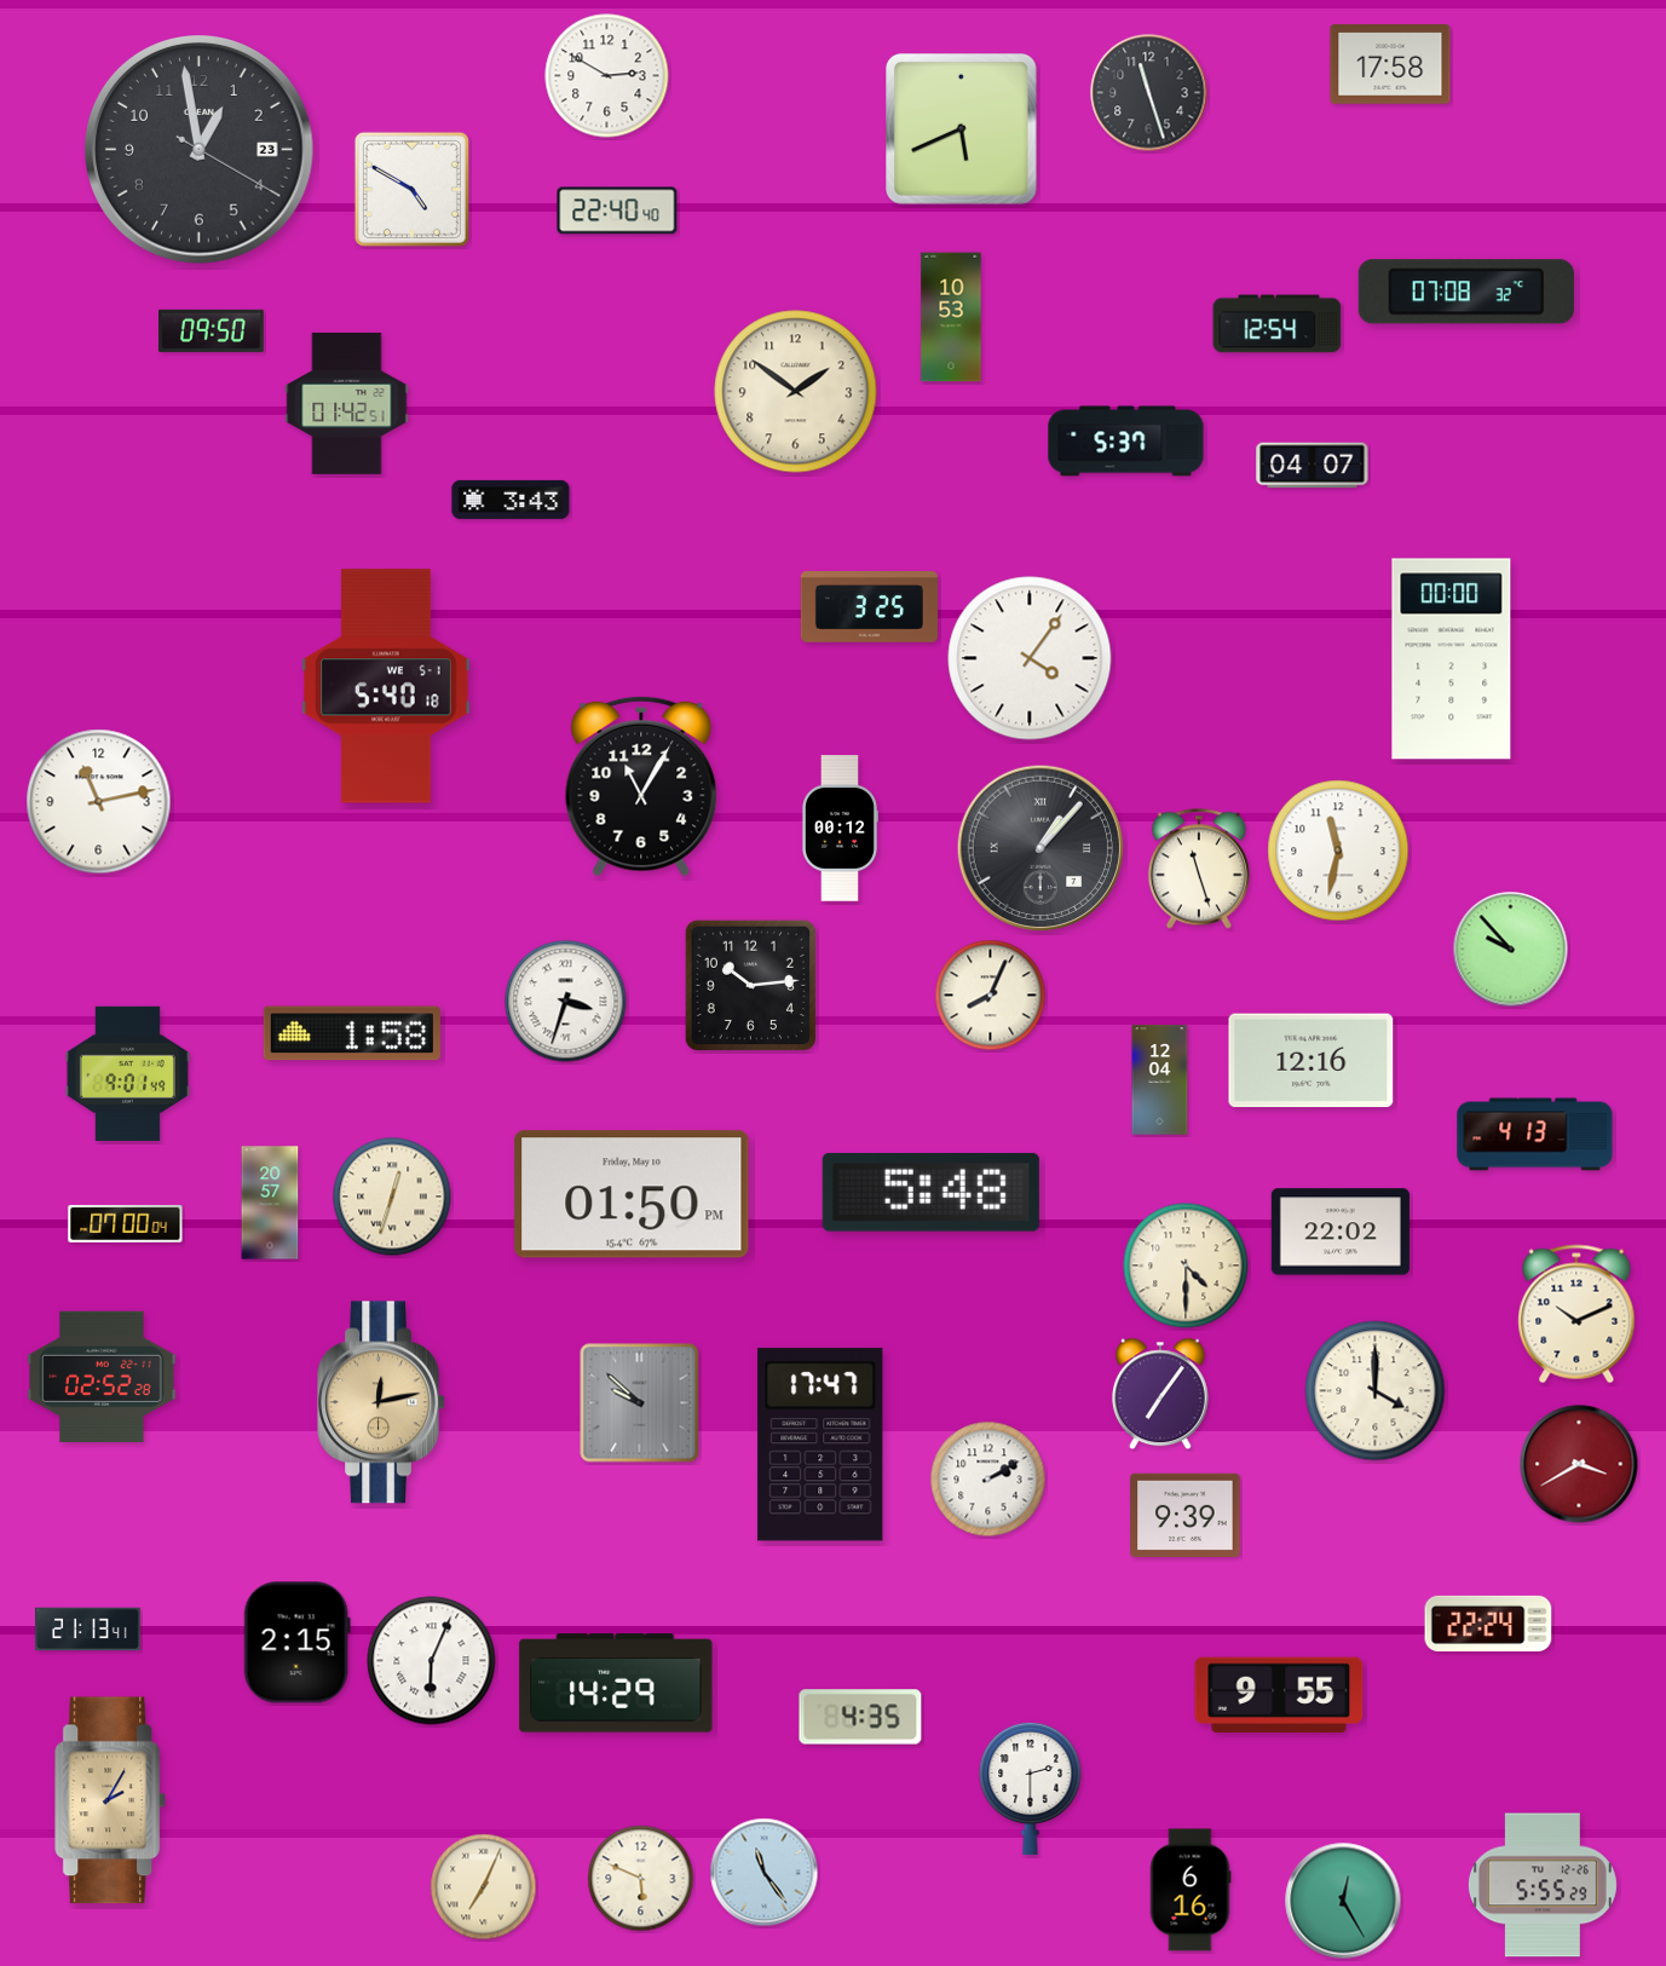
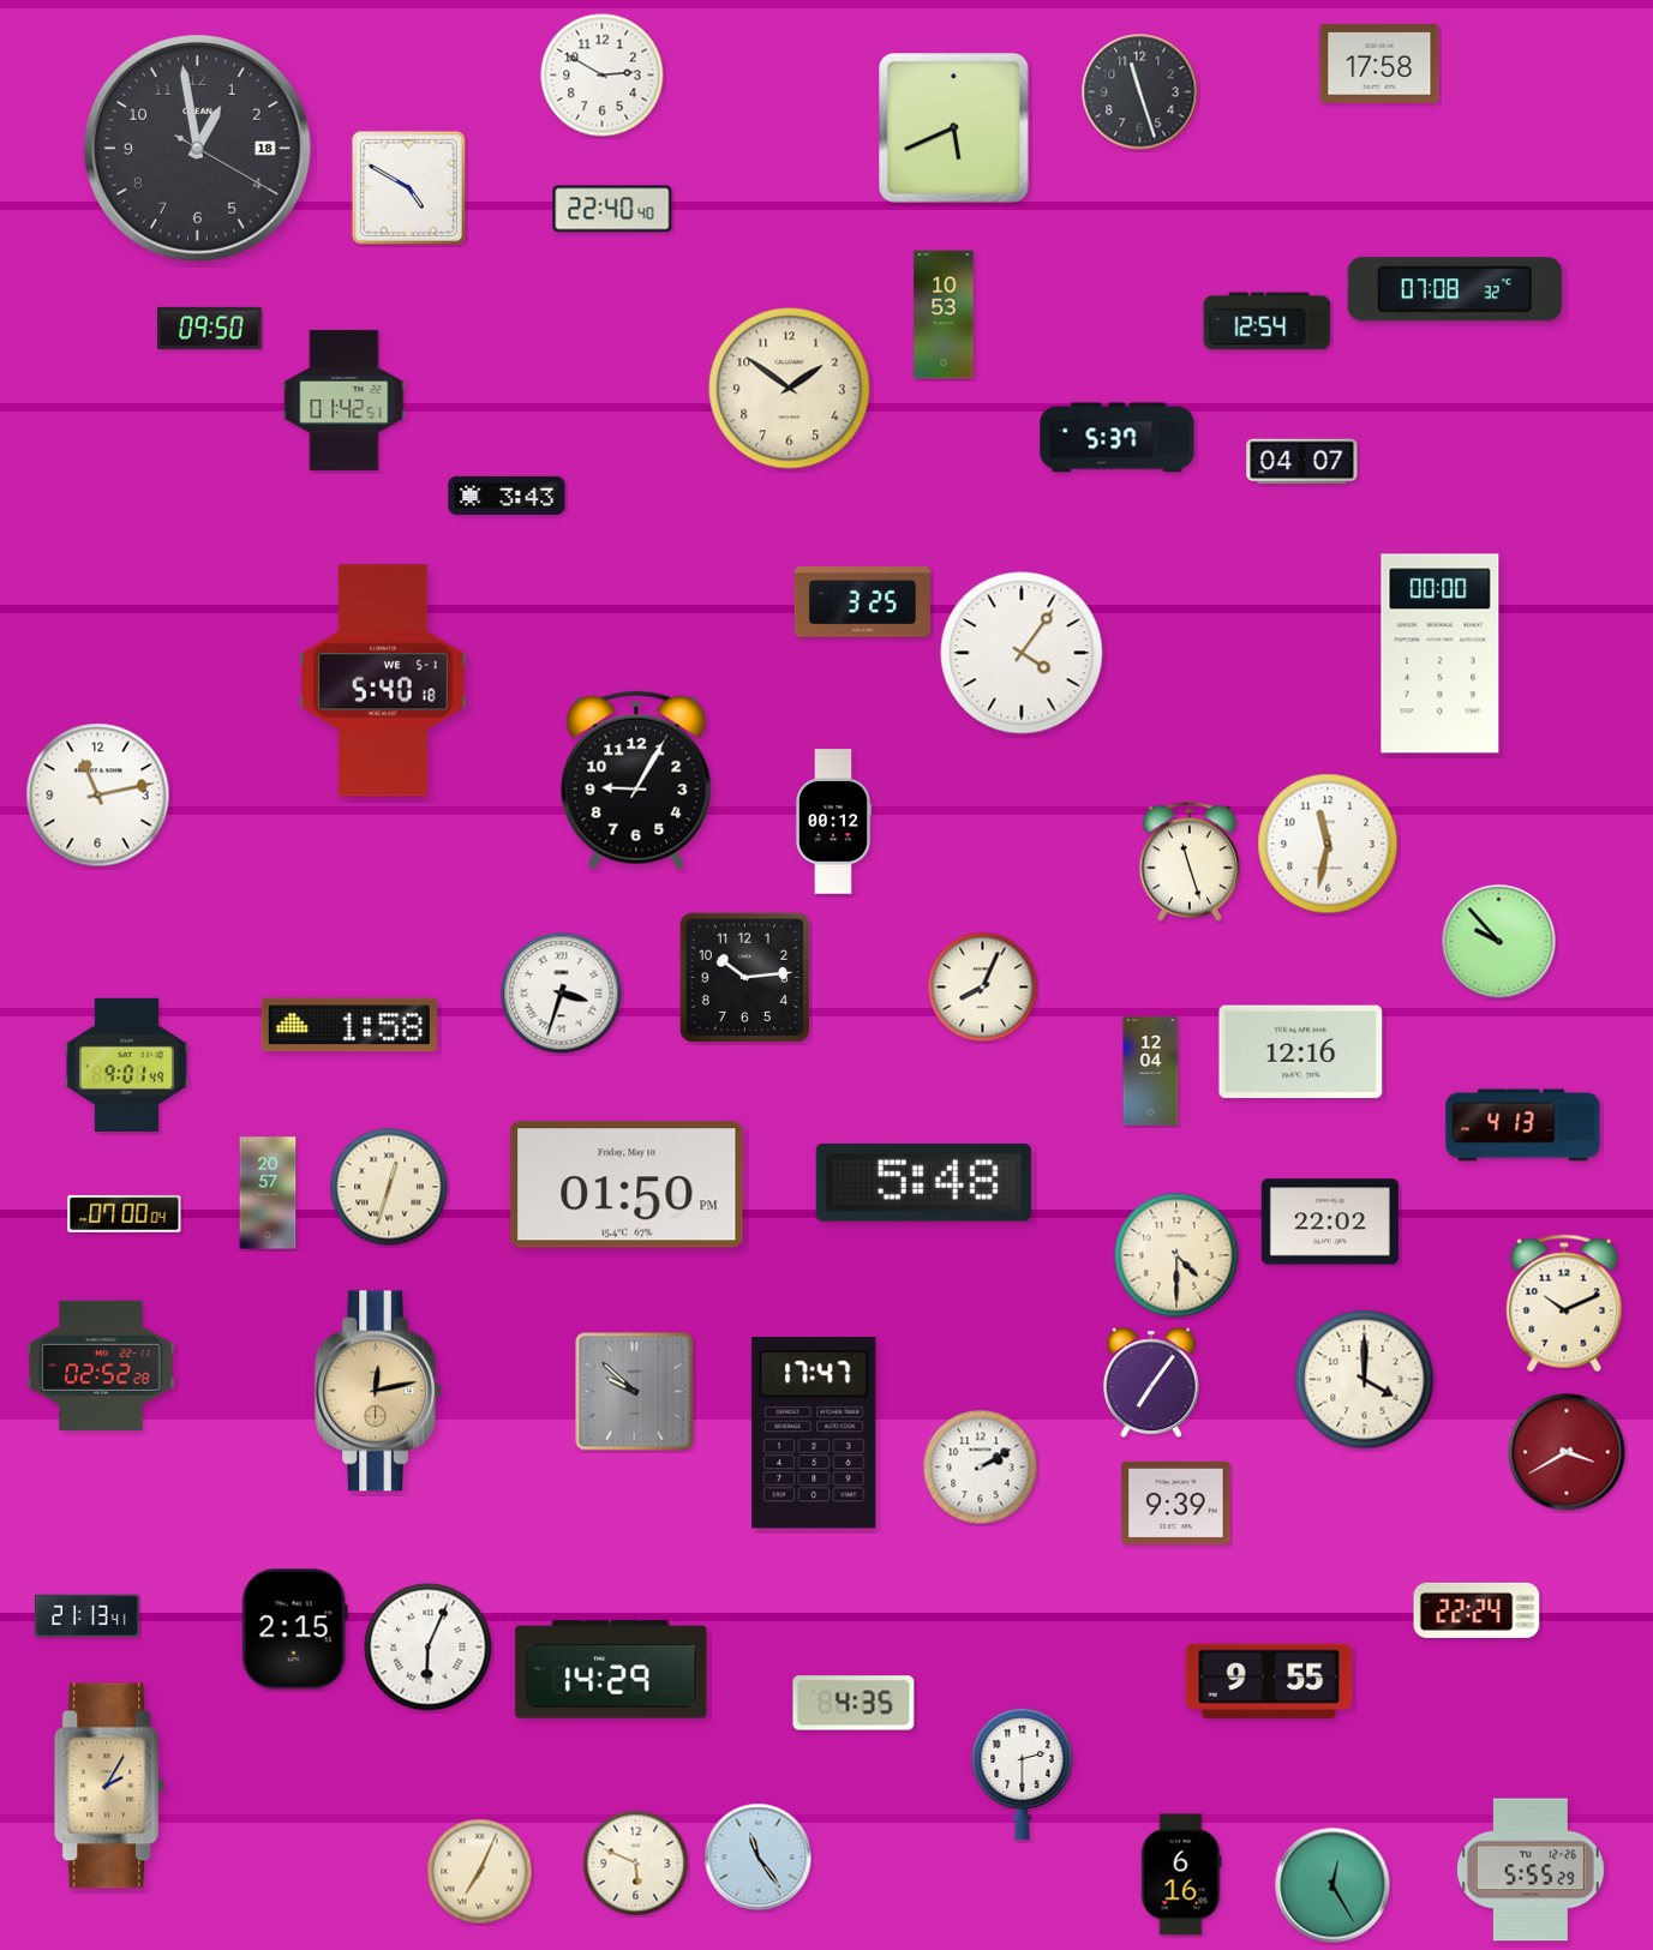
clock at (200, 150) date: 23 -> 18
clock at (641, 786): 11:05 -> 9:05
clock at (1039, 847): 1:07 -> none
